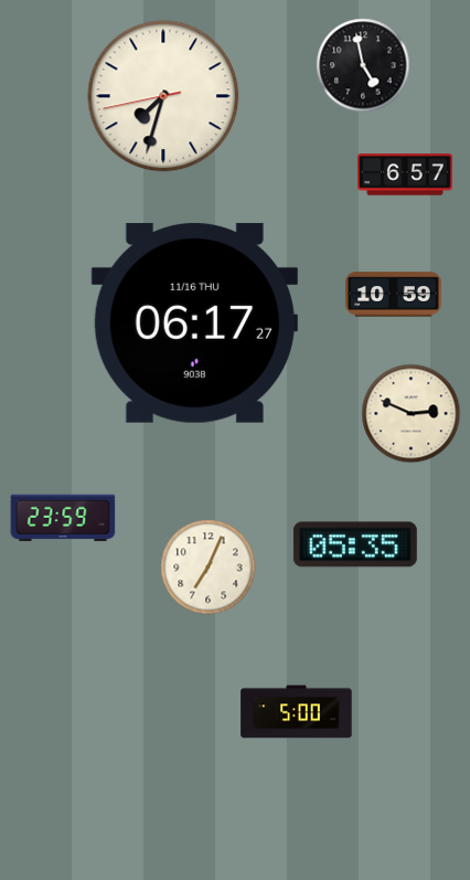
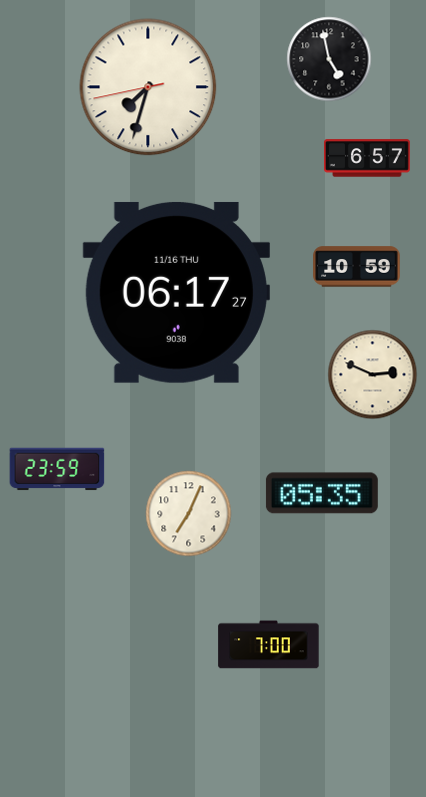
clock at (297, 712): 5:00 -> 7:00
